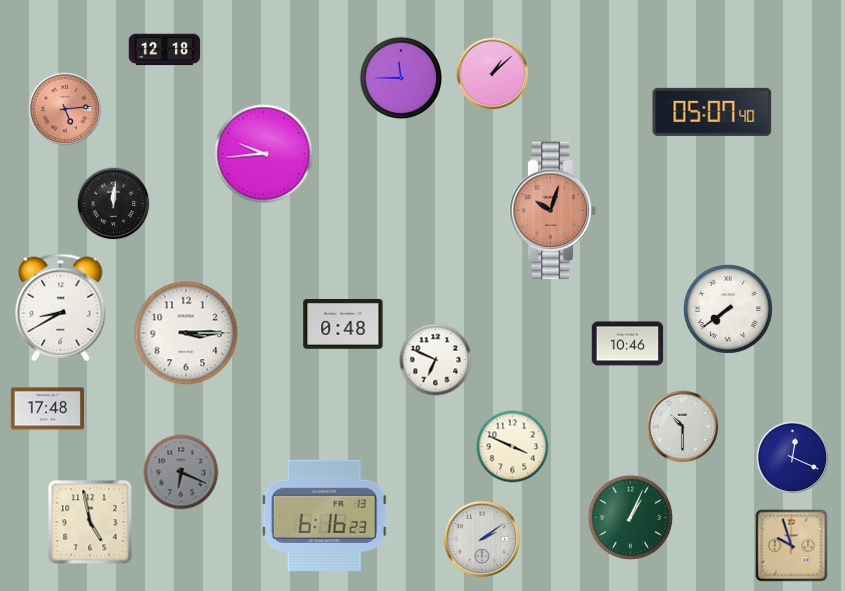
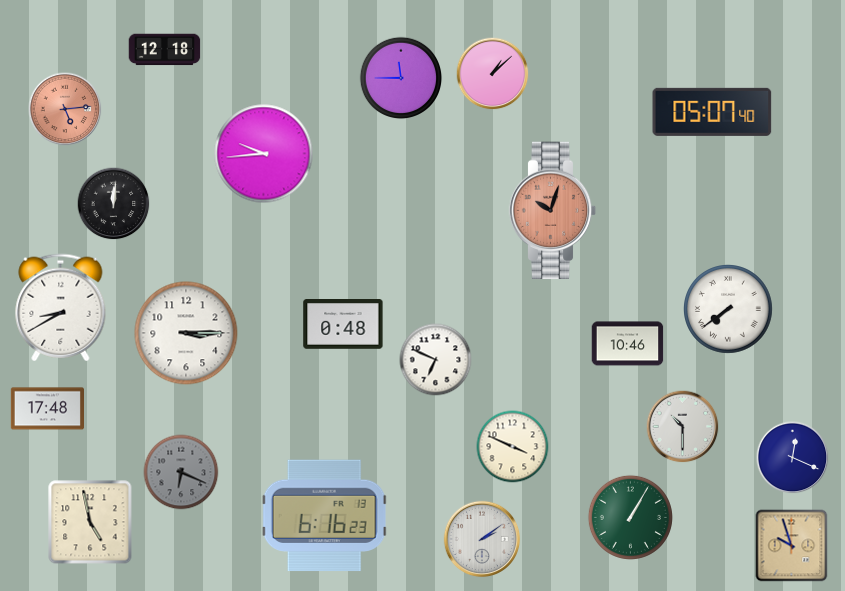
clock at (630, 517): 1:04 -> 1:05
